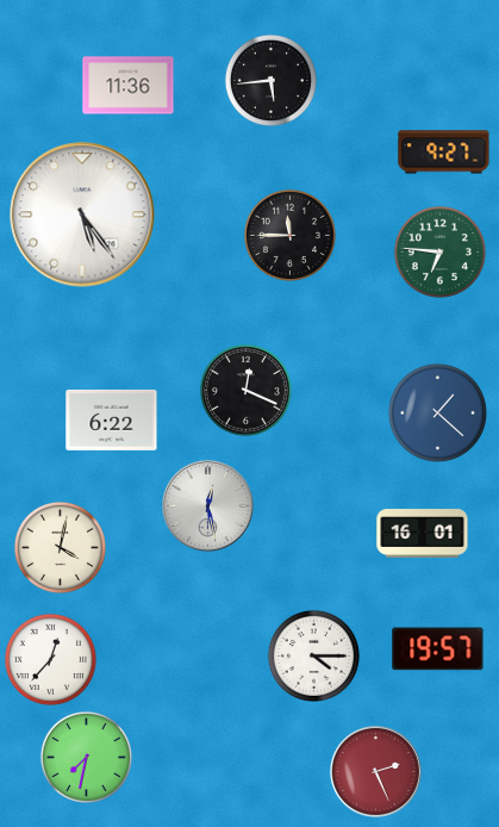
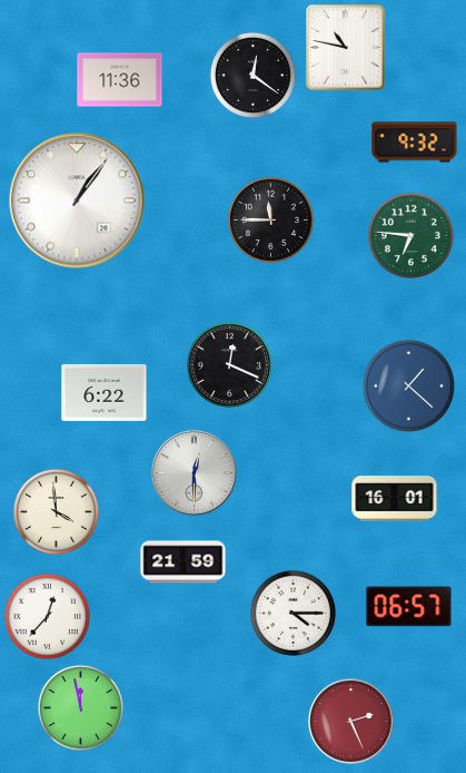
clock at (346, 48): none -> 10:47
clock at (270, 80): 5:44 -> 12:21
clock at (444, 153): 9:27 -> 9:32
clock at (82, 214): 5:24 -> 1:06
clock at (208, 506): 12:28 -> 12:30
clock at (60, 547): 4:02 -> 3:59
clock at (184, 562): none -> 21:59
clock at (438, 649): 19:57 -> 06:57
clock at (86, 757): 7:32 -> 11:58
